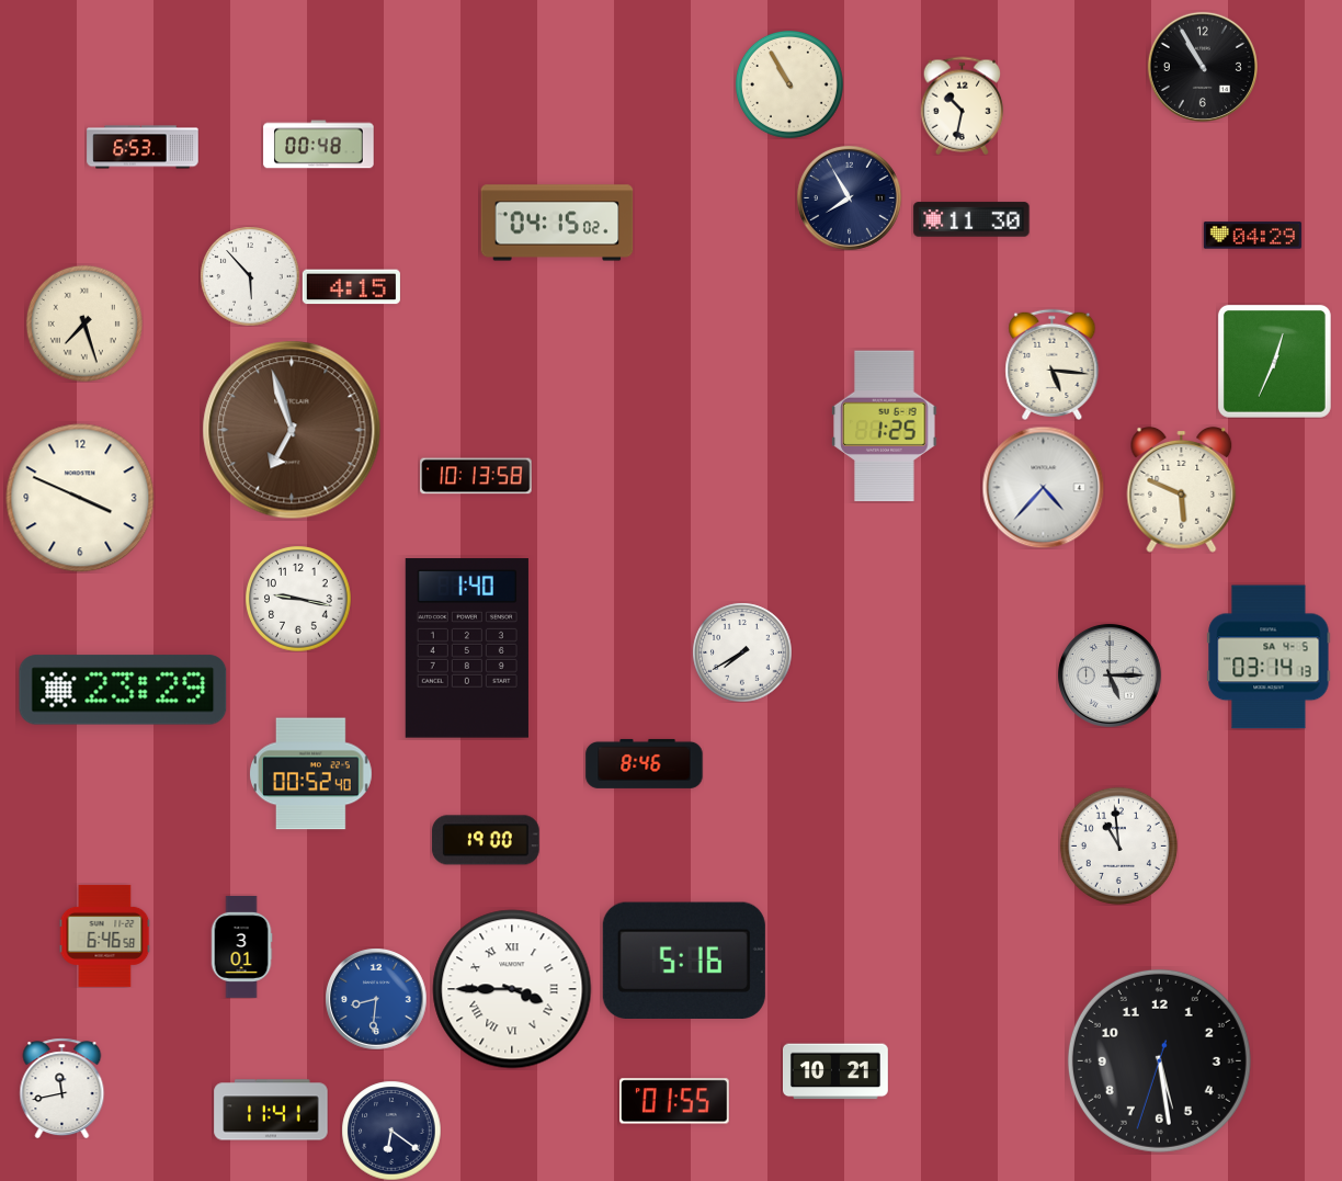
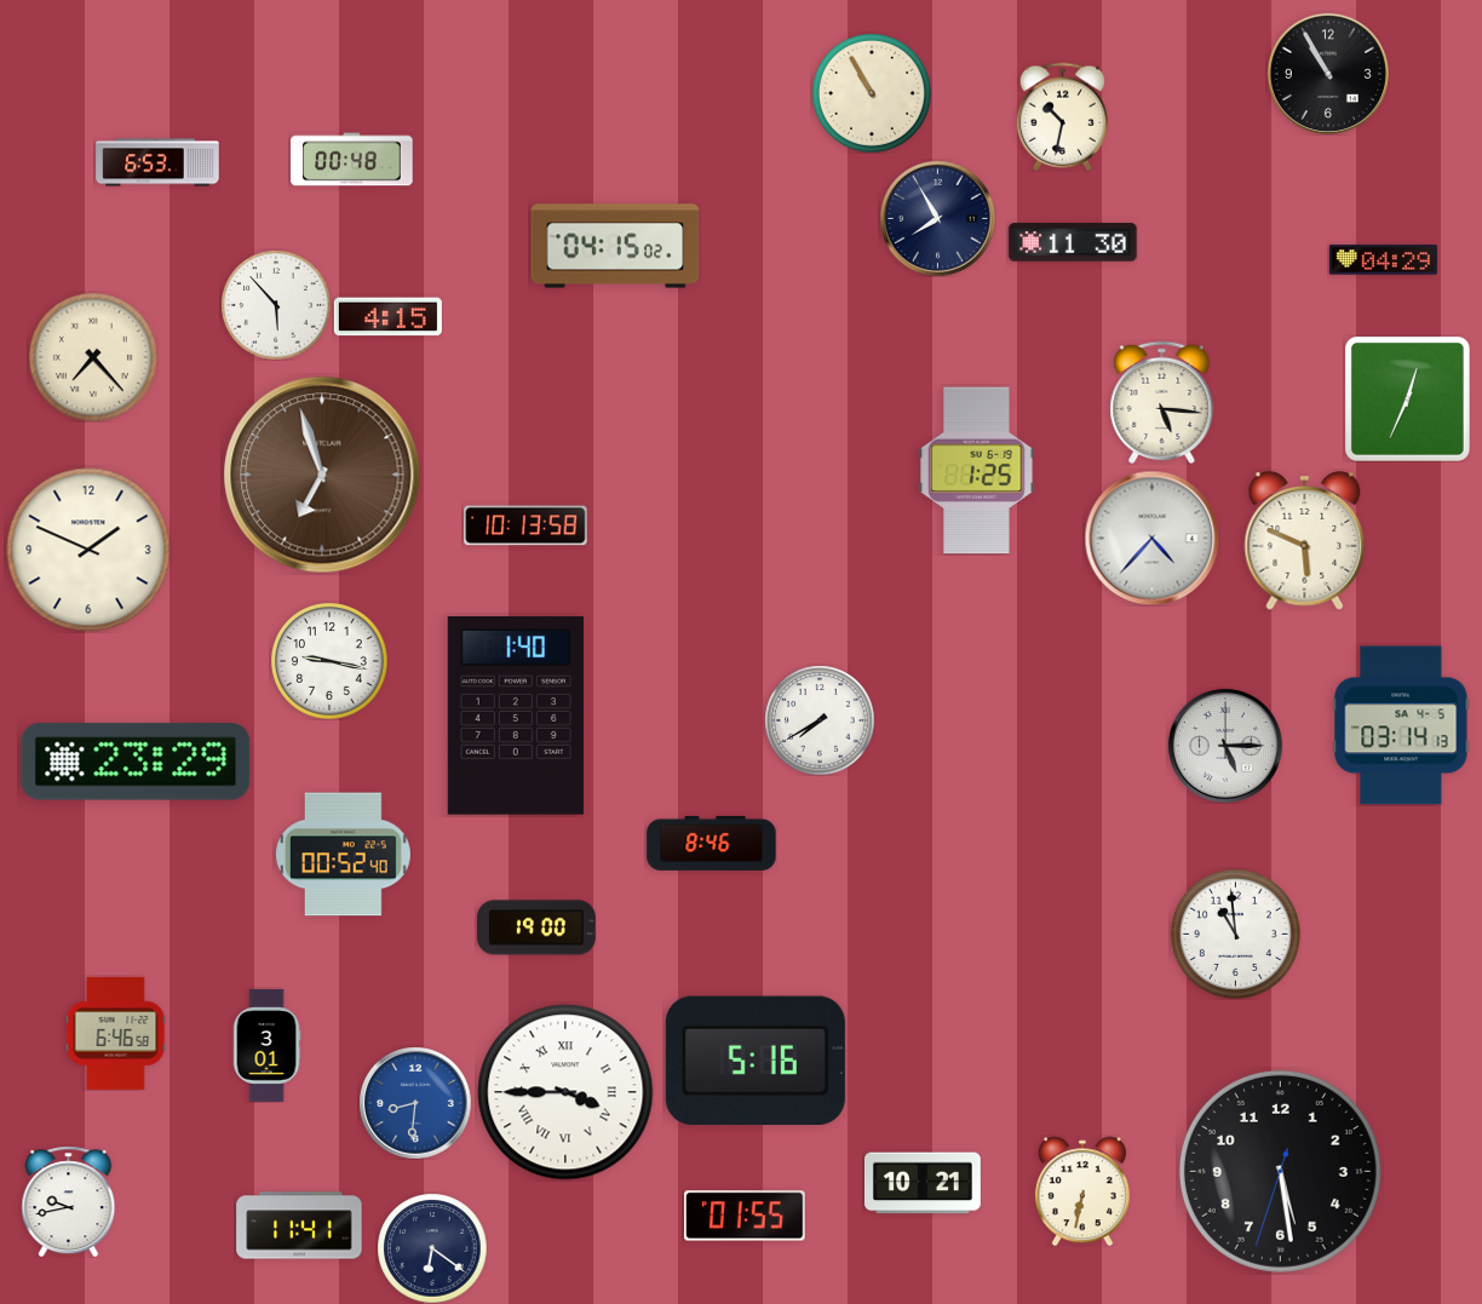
clock at (84, 323): 7:27 -> 7:23
clock at (80, 498): 3:49 -> 1:49
clock at (1082, 1191): none -> 6:32
clock at (62, 1088): 11:43 -> 9:43
